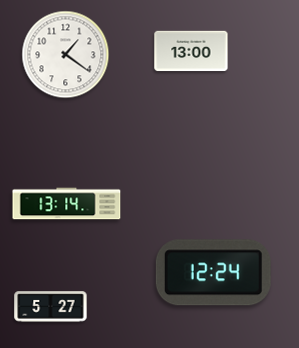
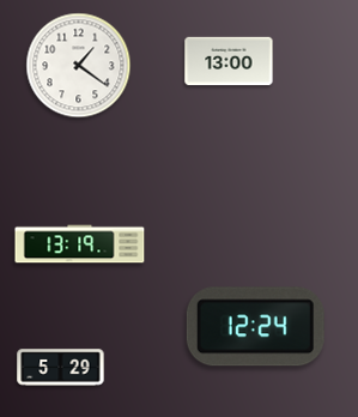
clock at (67, 204): 13:14 -> 13:19
clock at (51, 307): 5:27 -> 5:29
